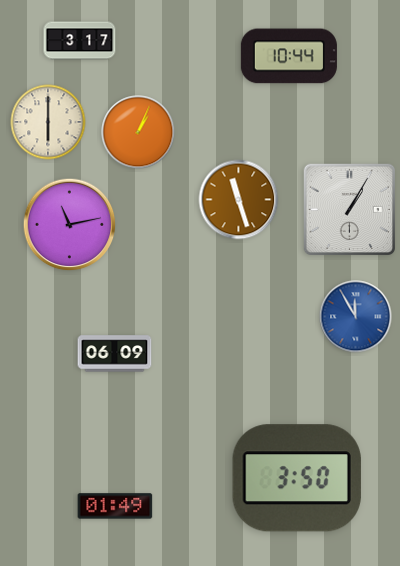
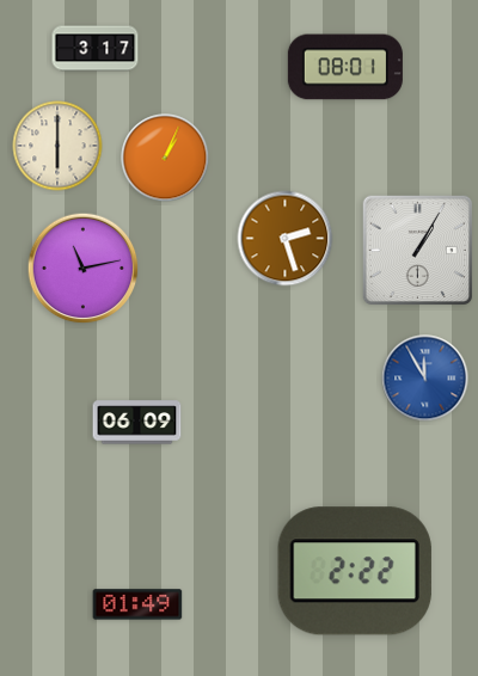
clock at (289, 56): 10:44 -> 08:01
clock at (239, 200): 11:27 -> 2:27
clock at (297, 478): 3:50 -> 2:22
